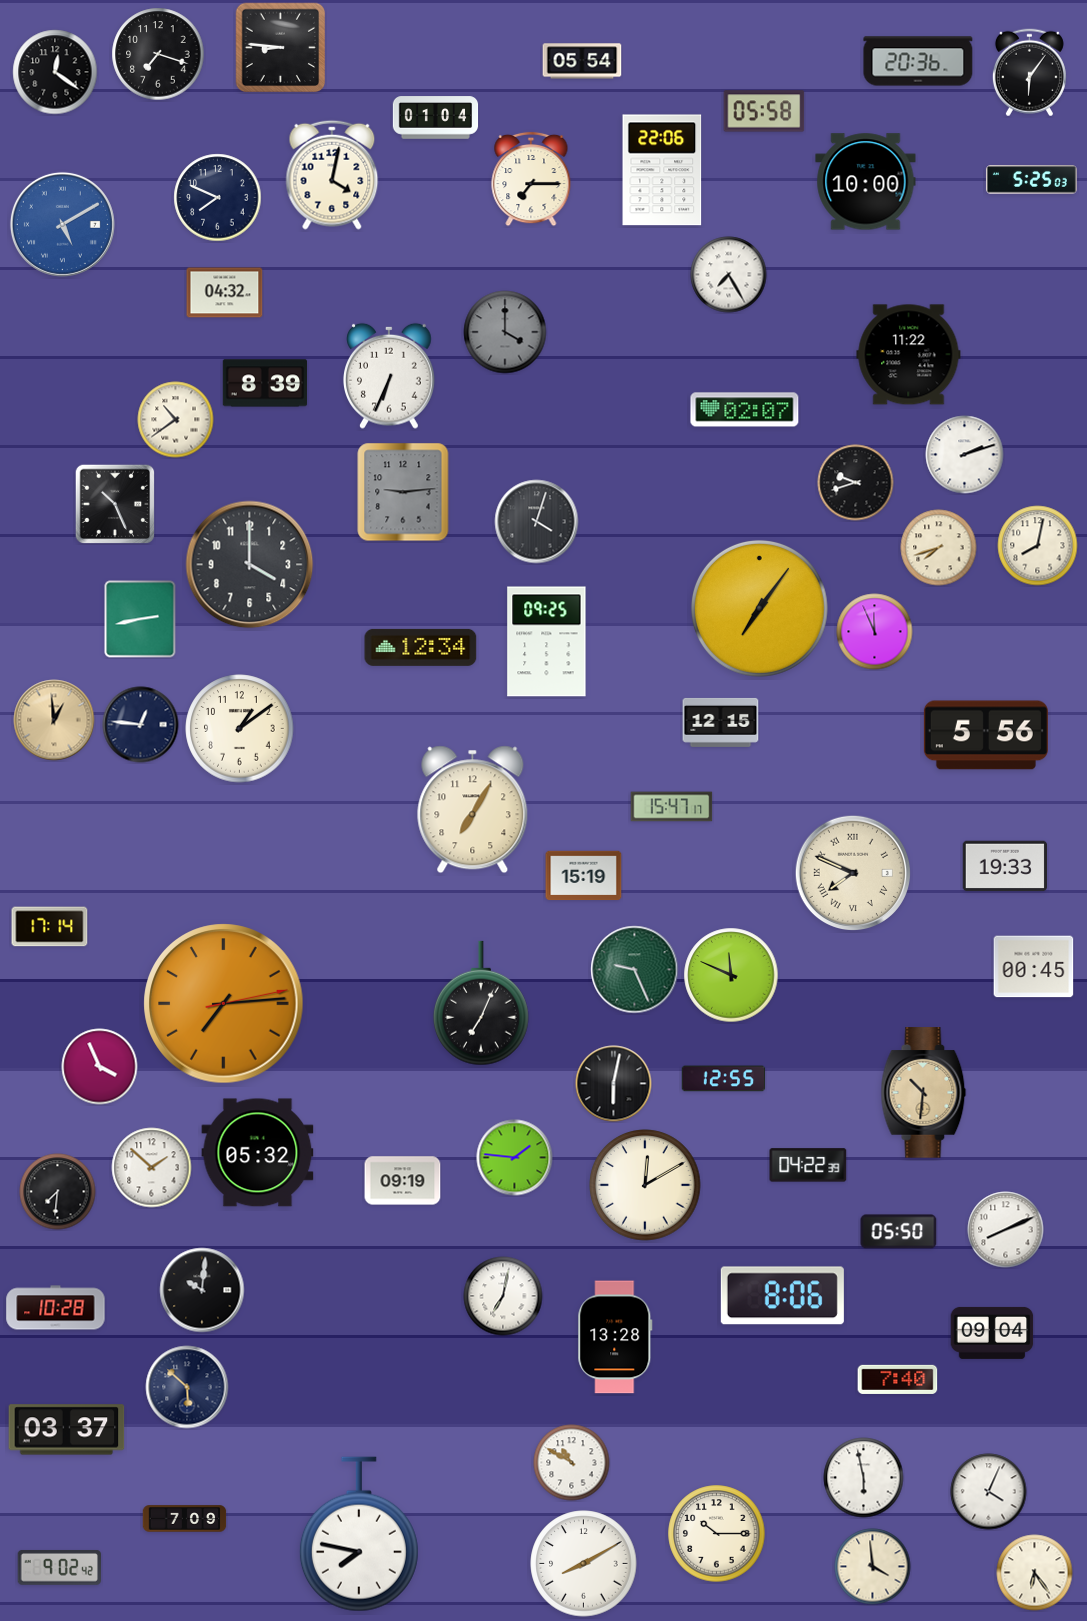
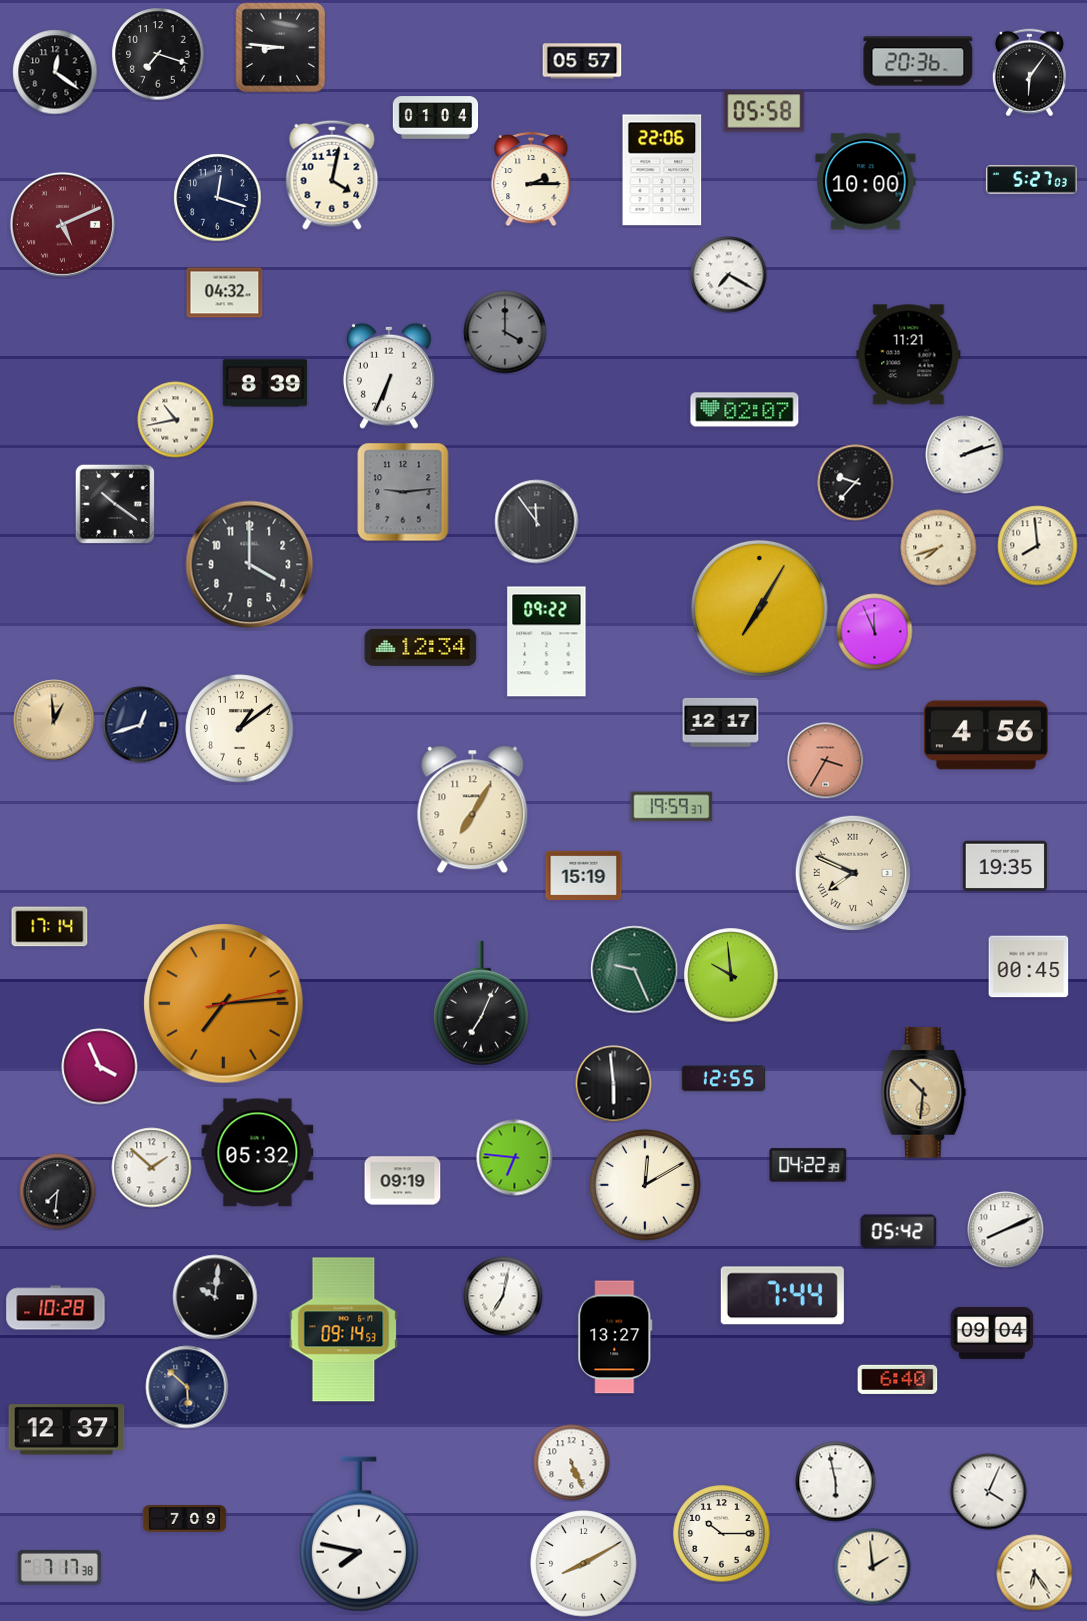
clock at (582, 61): 05:54 -> 05:57
clock at (531, 179): 7:15 -> 2:15
clock at (1031, 180): 5:25 -> 5:27
clock at (218, 198): 7:49 -> 12:18
clock at (62, 224): 5:10 -> 5:11
clock at (62, 224) dial: blue -> burgundy
clock at (729, 275): 7:25 -> 7:20
clock at (909, 355): 11:22 -> 11:21
clock at (176, 420): 10:39 -> 10:43
clock at (856, 483): 9:42 -> 9:37
clock at (115, 504): 10:26 -> 10:21
clock at (537, 522): 4:03 -> 11:54
clock at (1038, 546): 8:02 -> 7:59
clock at (759, 608): 7:06 -> 7:05
clock at (140, 619): 2:43 -> none
clock at (547, 642): 09:25 -> 09:22
clock at (721, 722): 12:15 -> 12:17
clock at (141, 725): 12:46 -> 12:42
clock at (986, 735): 5:56 -> 4:56
clock at (826, 761): none -> 3:35
clock at (672, 807): 15:47 -> 19:59
clock at (1005, 866): 19:33 -> 19:35
clock at (1034, 967) position: (1034, 967) -> (1029, 967)
clock at (731, 975): 11:49 -> 9:59
clock at (614, 1084): 6:02 -> 5:59
clock at (515, 1158): 1:46 -> 6:46
clock at (899, 1232): 05:50 -> 05:42
clock at (202, 1290) position: (202, 1290) -> (215, 1297)
clock at (782, 1296): 8:06 -> 7:44
clock at (344, 1330): none -> 09:14
clock at (615, 1337): 13:28 -> 13:27
clock at (898, 1379): 7:40 -> 6:40
clock at (67, 1430): 03:37 -> 12:37
clock at (572, 1463): 10:50 -> 5:26
clock at (864, 1478) position: (864, 1478) -> (836, 1482)
clock at (717, 1534) position: (717, 1534) -> (722, 1534)
clock at (60, 1567): 9:02 -> 7:17
clock at (873, 1567): 3:59 -> 1:59
